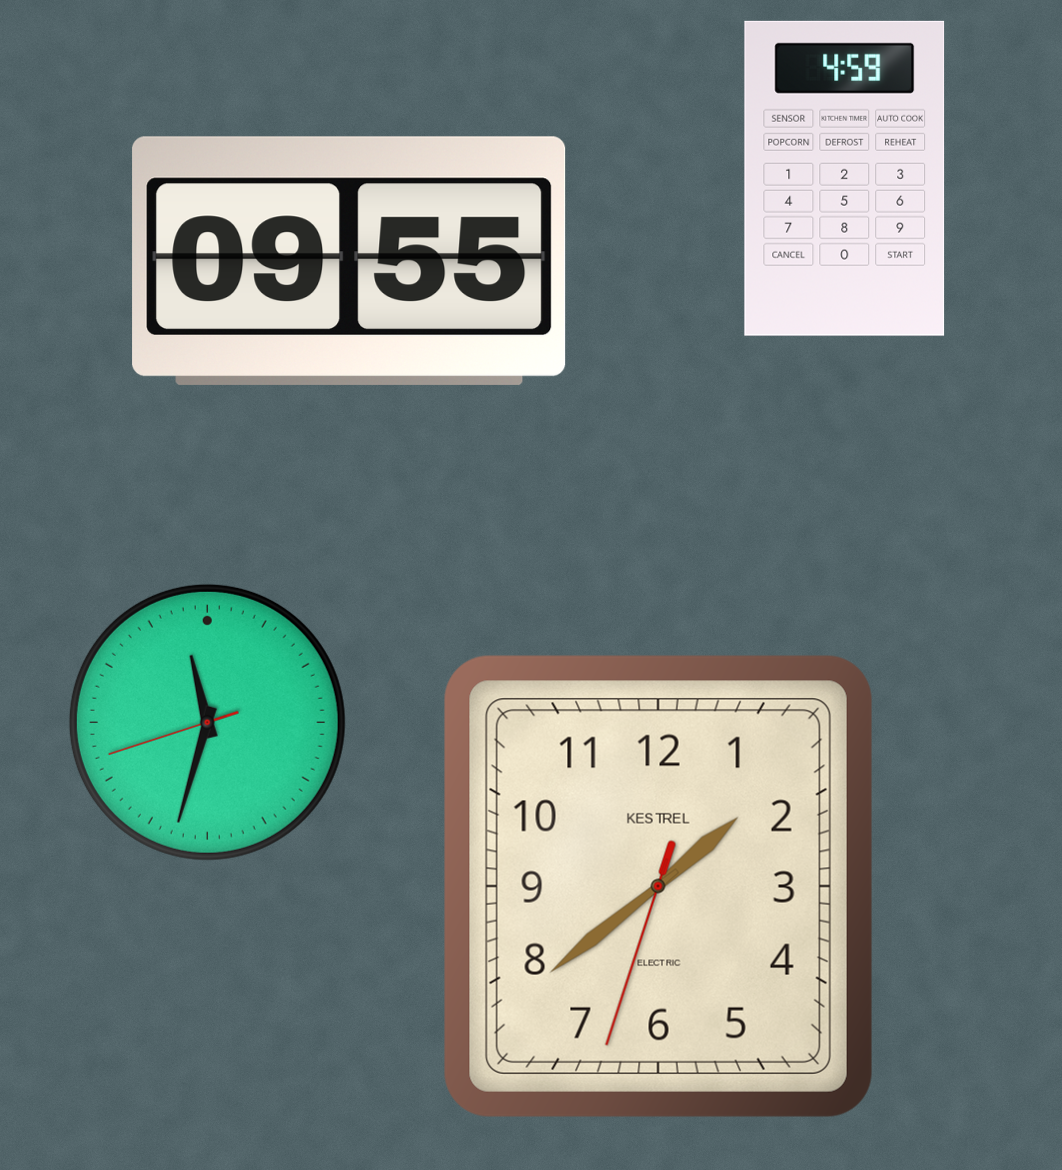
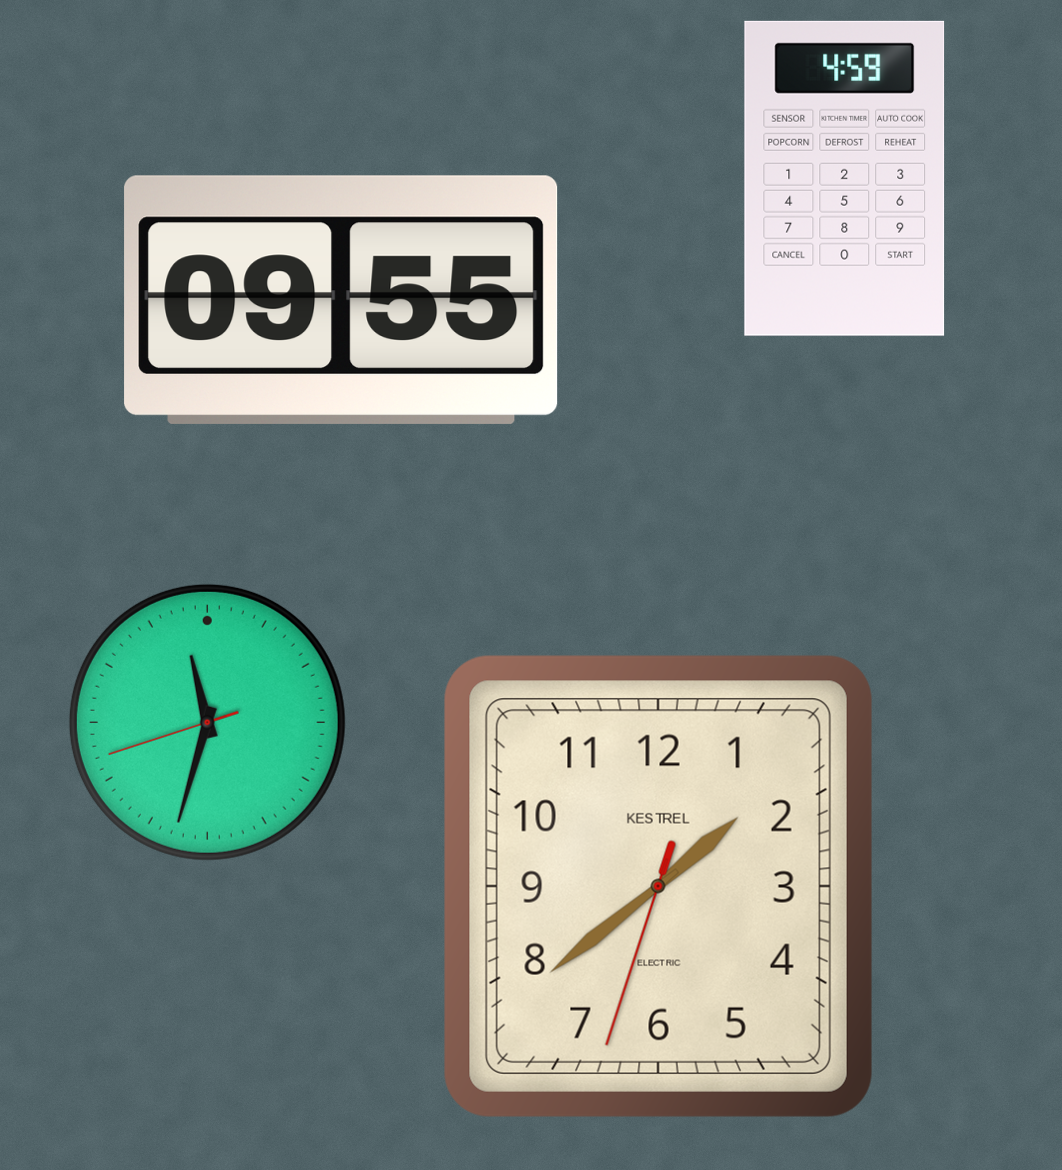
clock at (349, 261) position: (349, 261) -> (341, 300)
